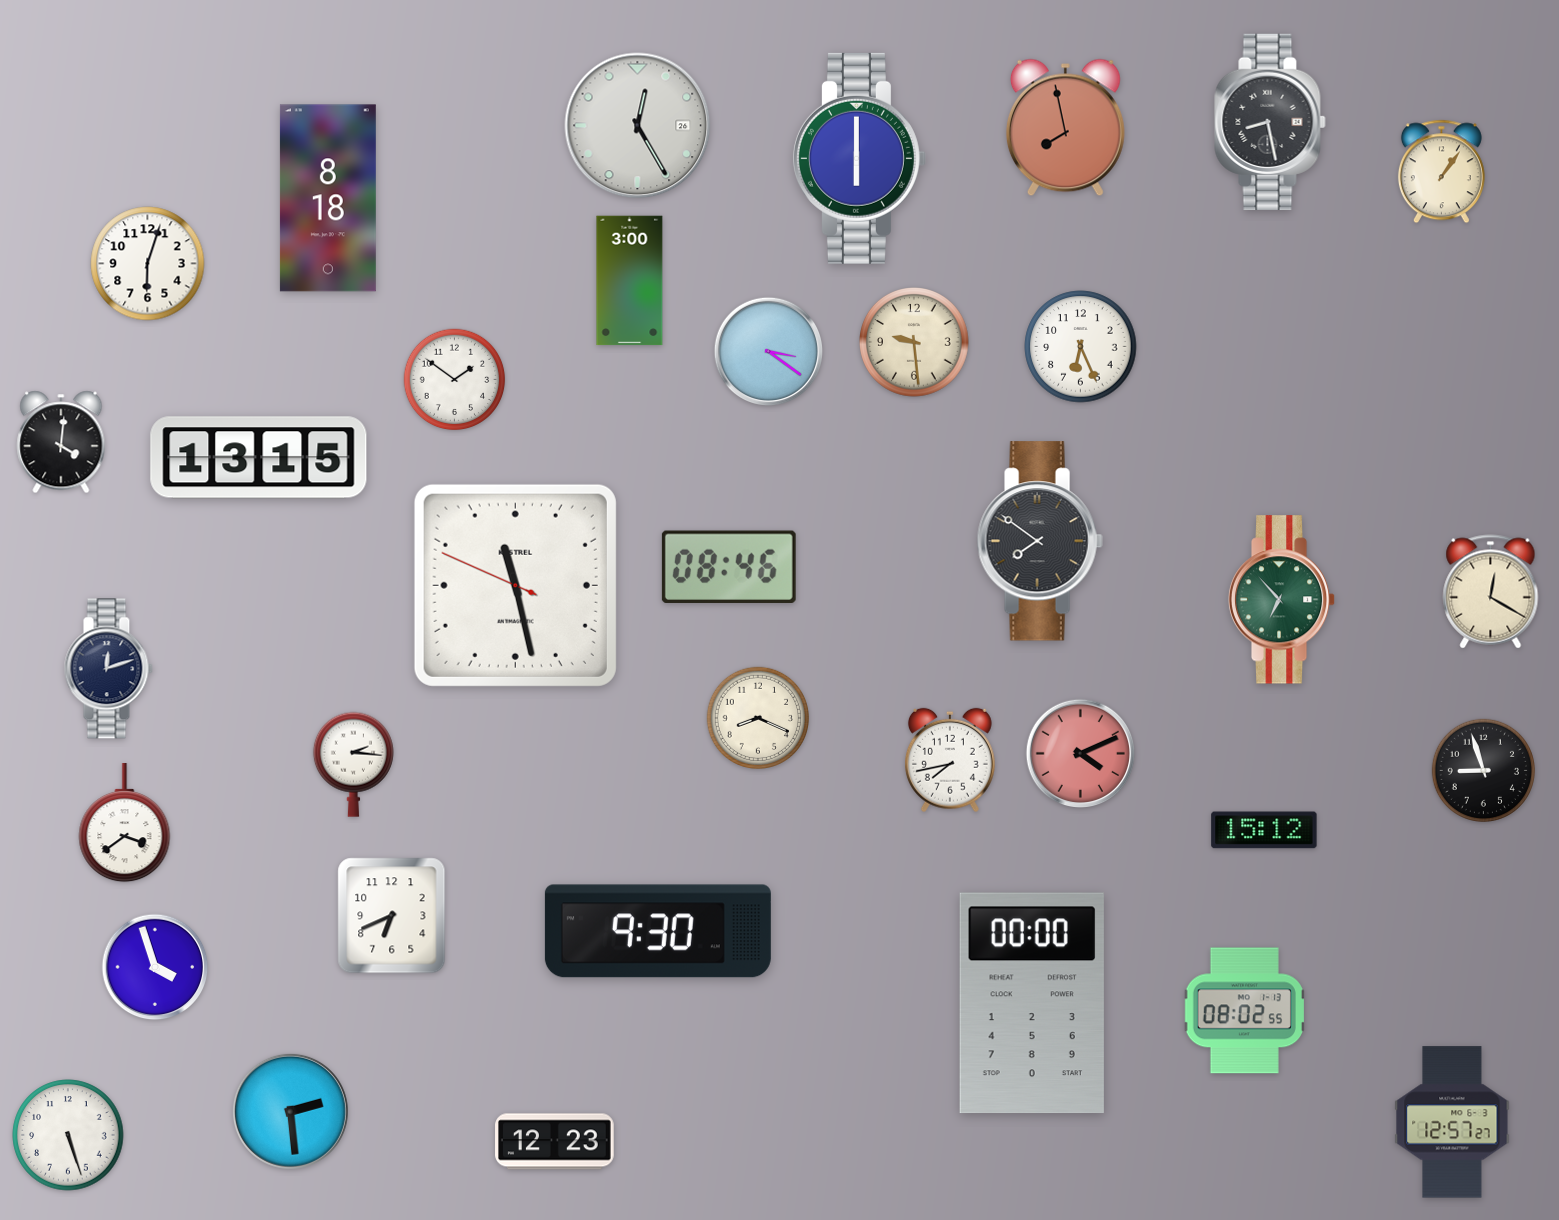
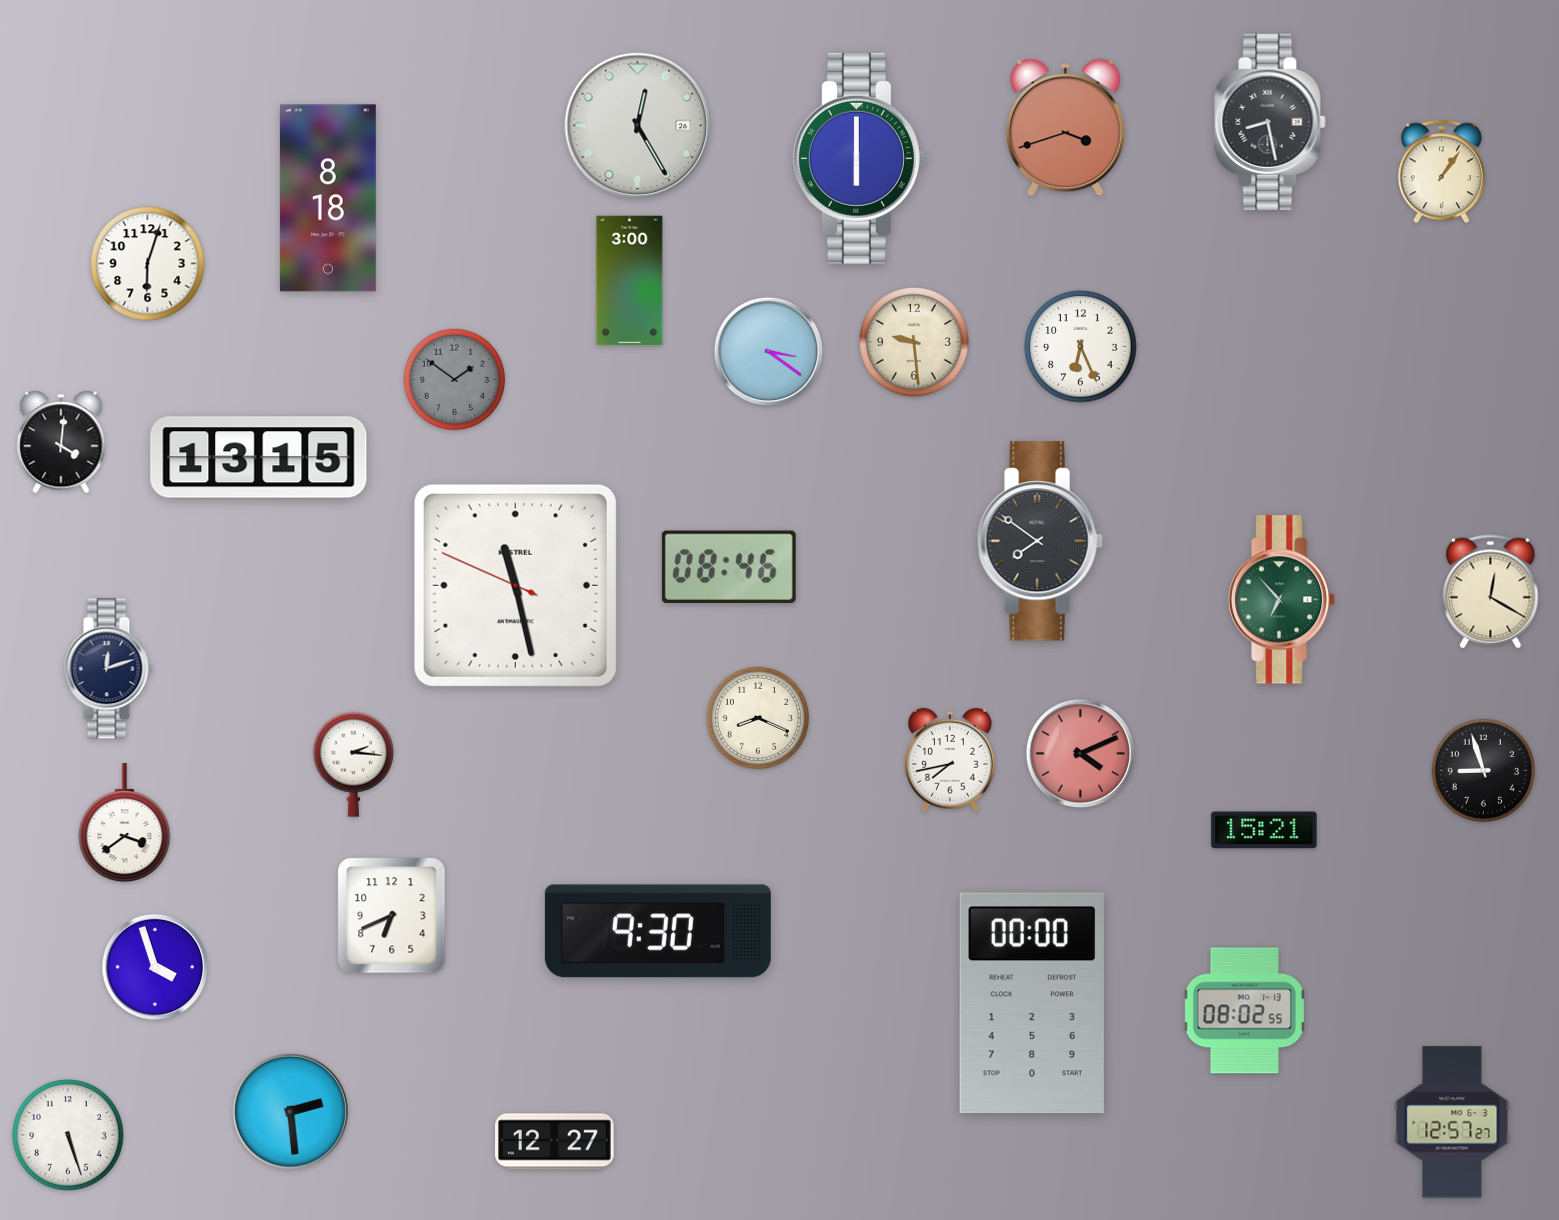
clock at (1065, 128): 7:58 -> 3:42
clock at (455, 380) dial: white -> grey
clock at (1264, 830): 15:12 -> 15:21
clock at (555, 1142): 12:23 -> 12:27
